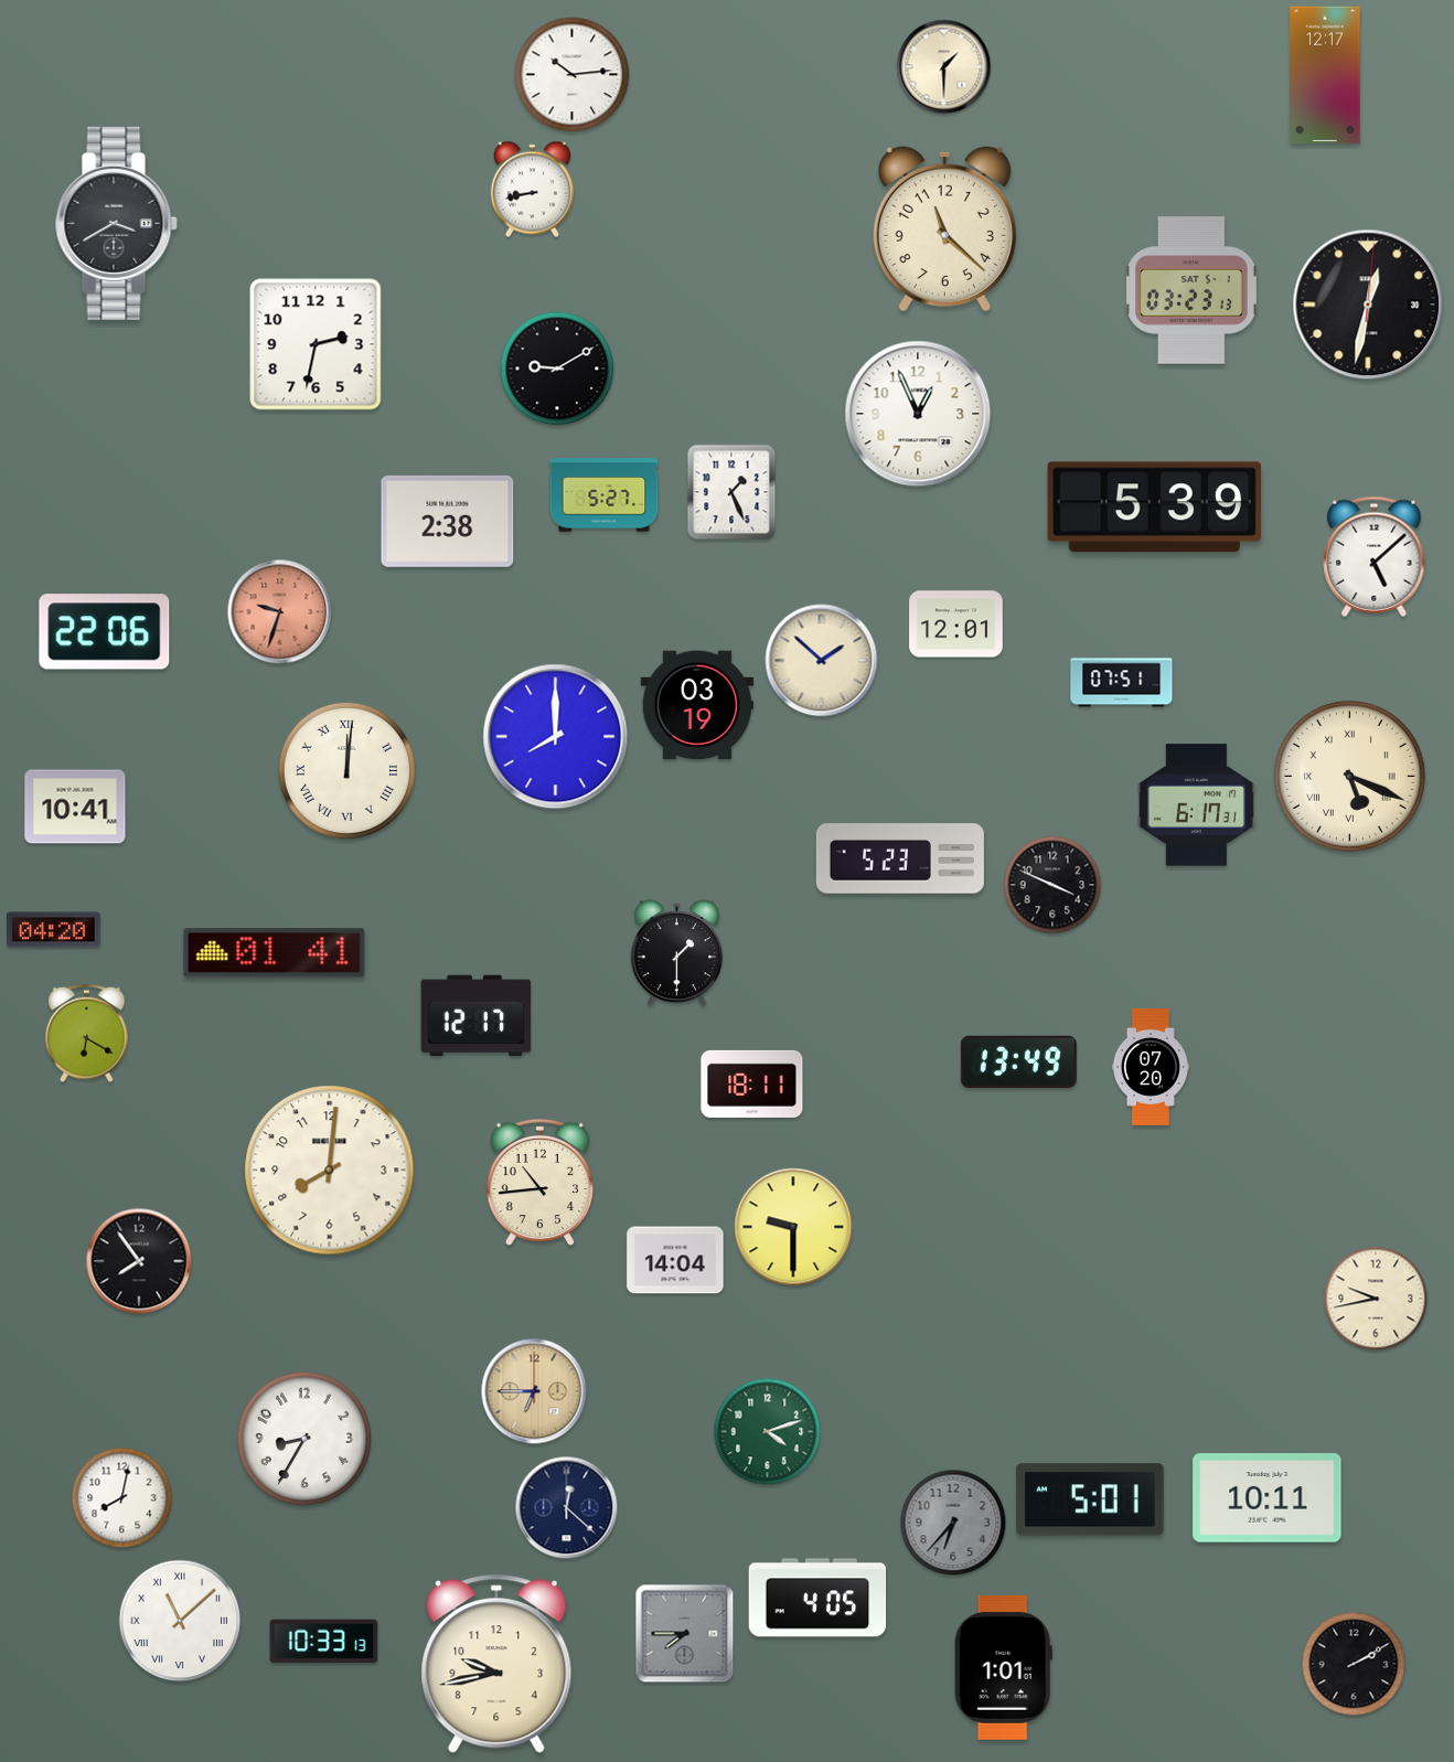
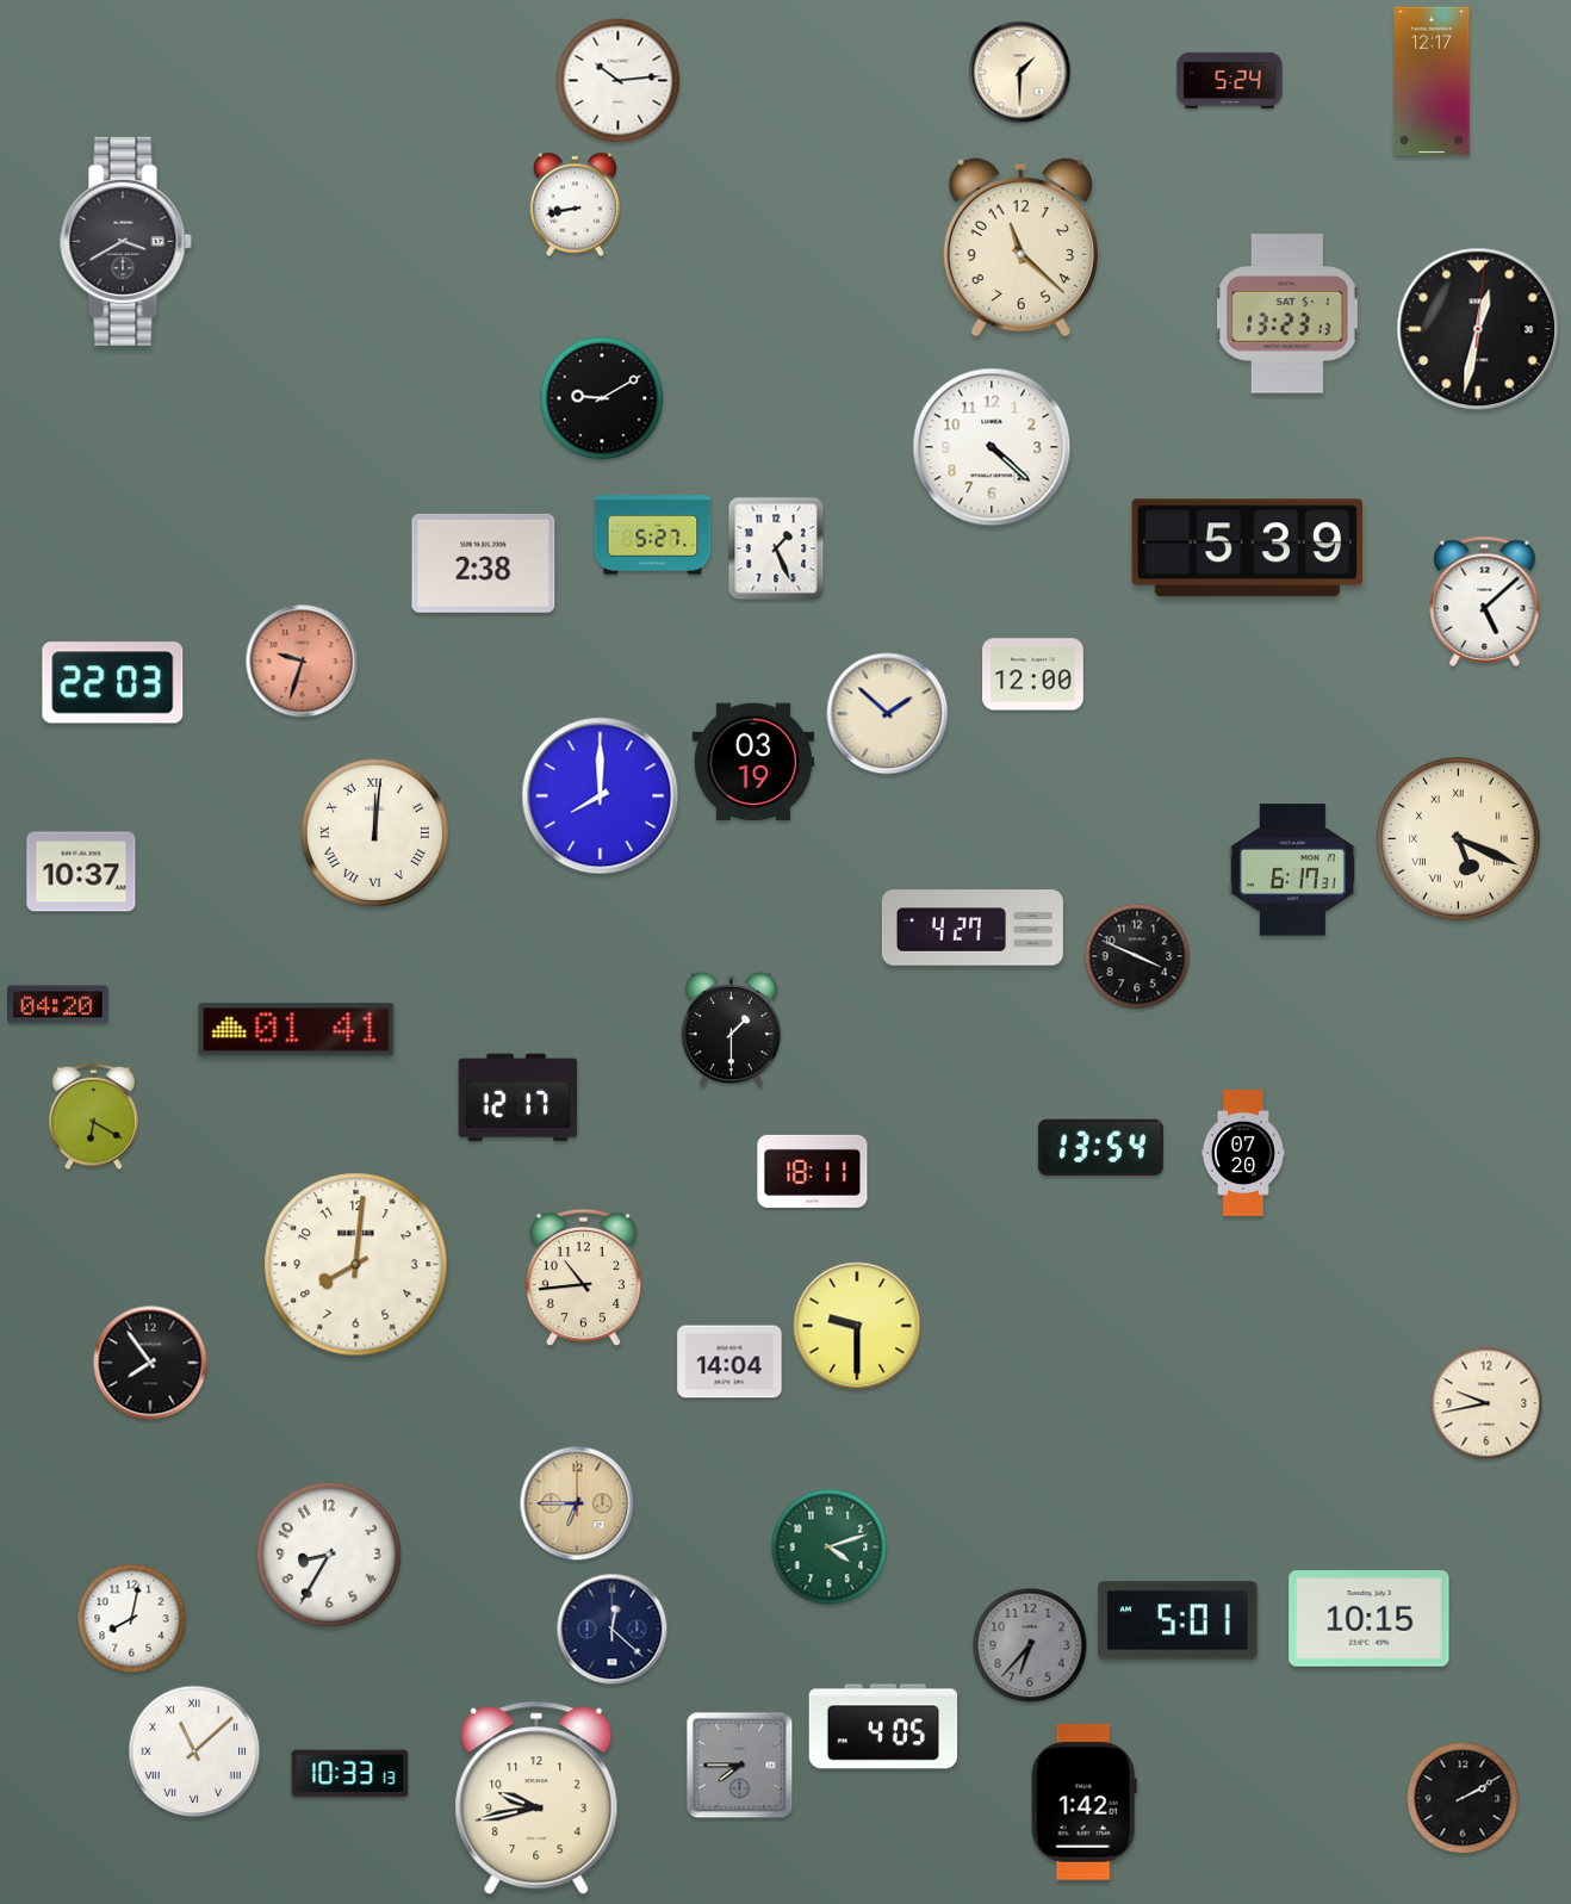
clock at (1230, 80): none -> 5:24
clock at (1193, 290): 03:23 -> 13:23
clock at (316, 344): 2:32 -> none
clock at (918, 414): 12:56 -> 4:22
clock at (731, 492) position: (731, 492) -> (776, 548)
clock at (956, 624): 12:01 -> 12:00
clock at (105, 632): 22:06 -> 22:03
clock at (1122, 683): 07:51 -> none
clock at (75, 807): 10:41 -> 10:37
clock at (900, 858): 5:23 -> 4:27
clock at (477, 1016) position: (477, 1016) -> (519, 1098)
clock at (1018, 1062): 13:49 -> 13:54
clock at (1268, 1498): 10:11 -> 10:15
clock at (1003, 1667): 1:01 -> 1:42
